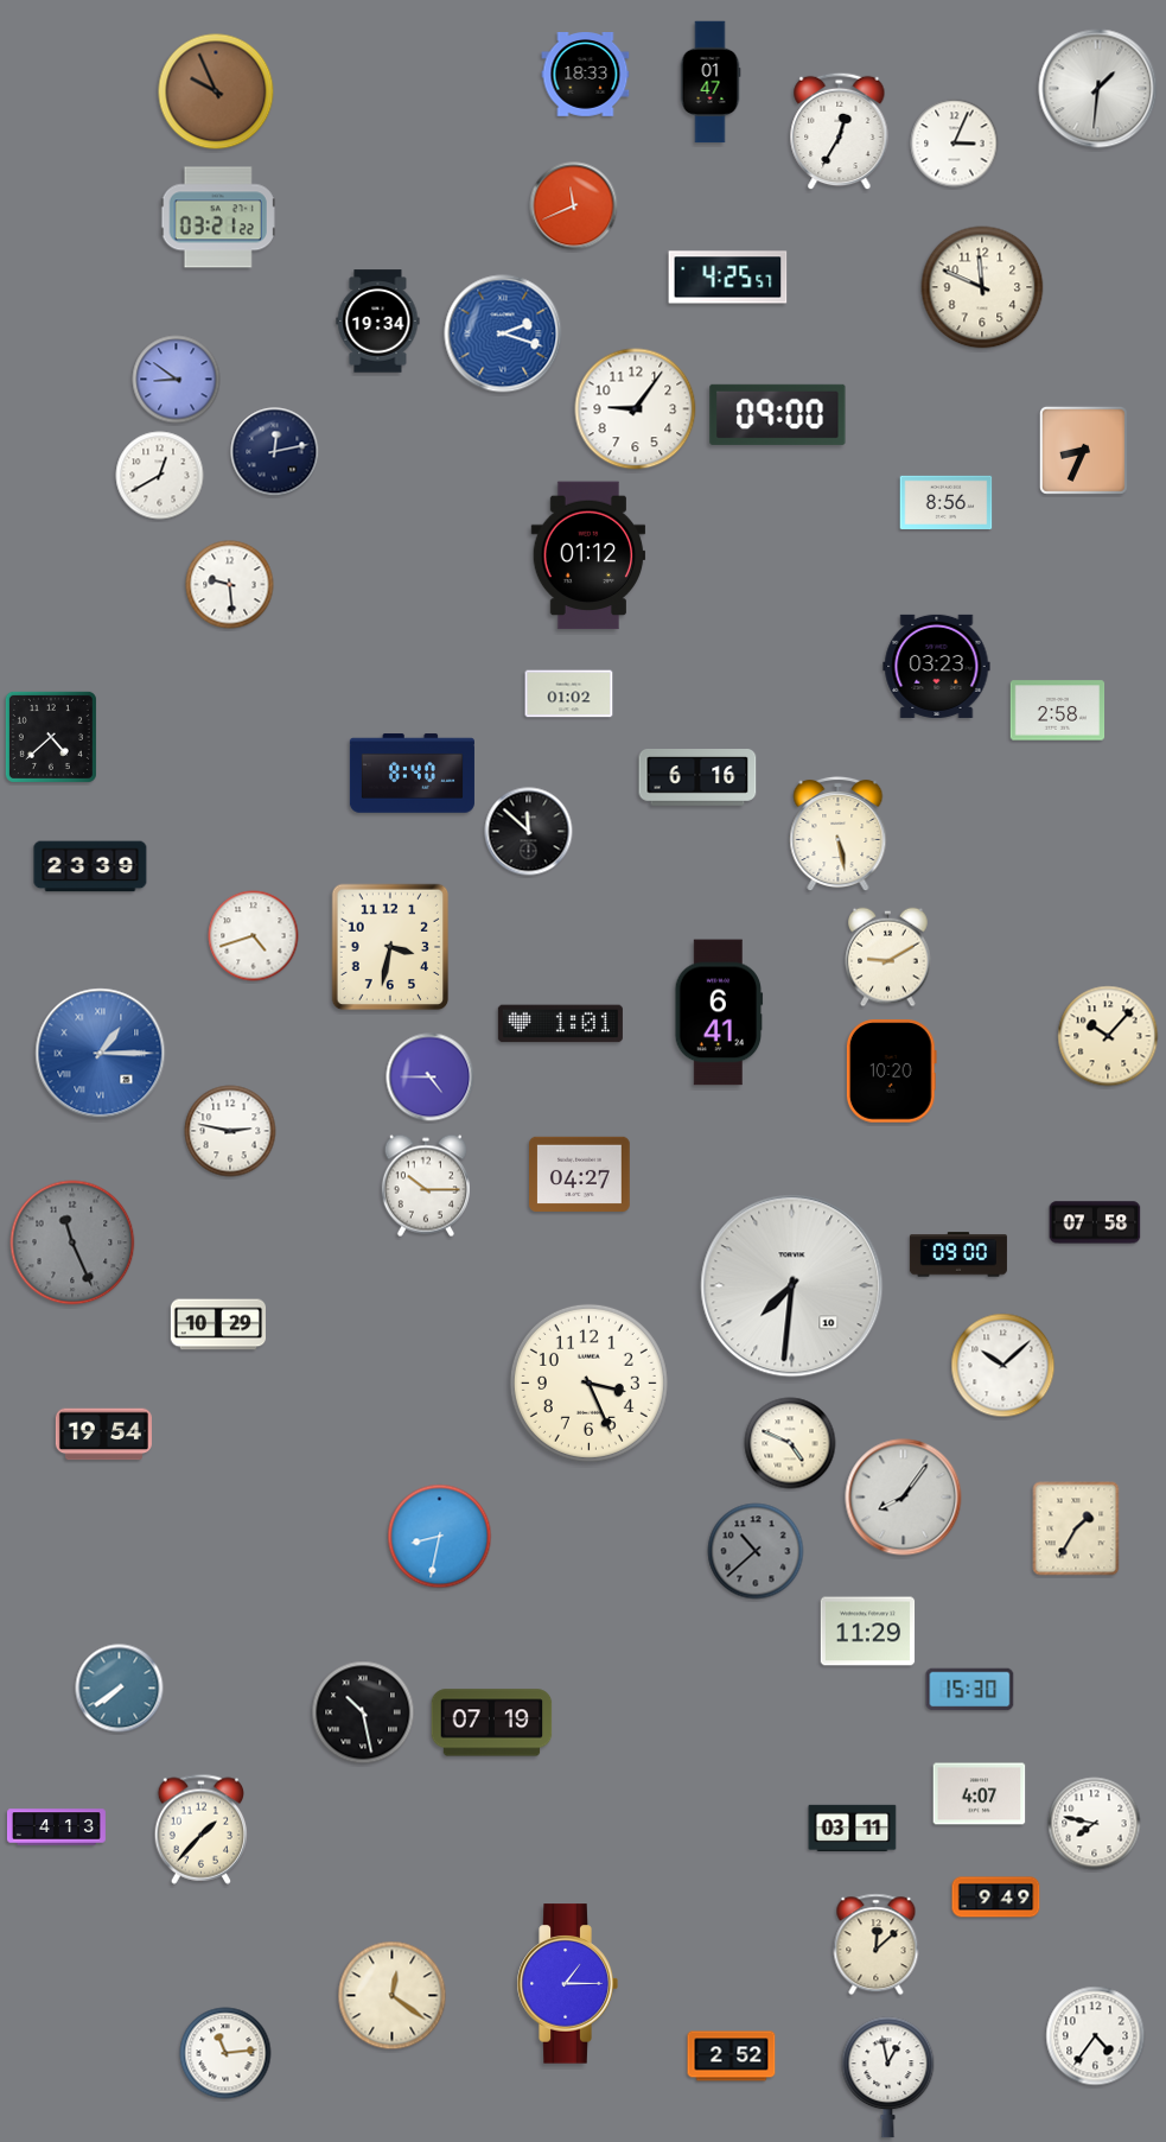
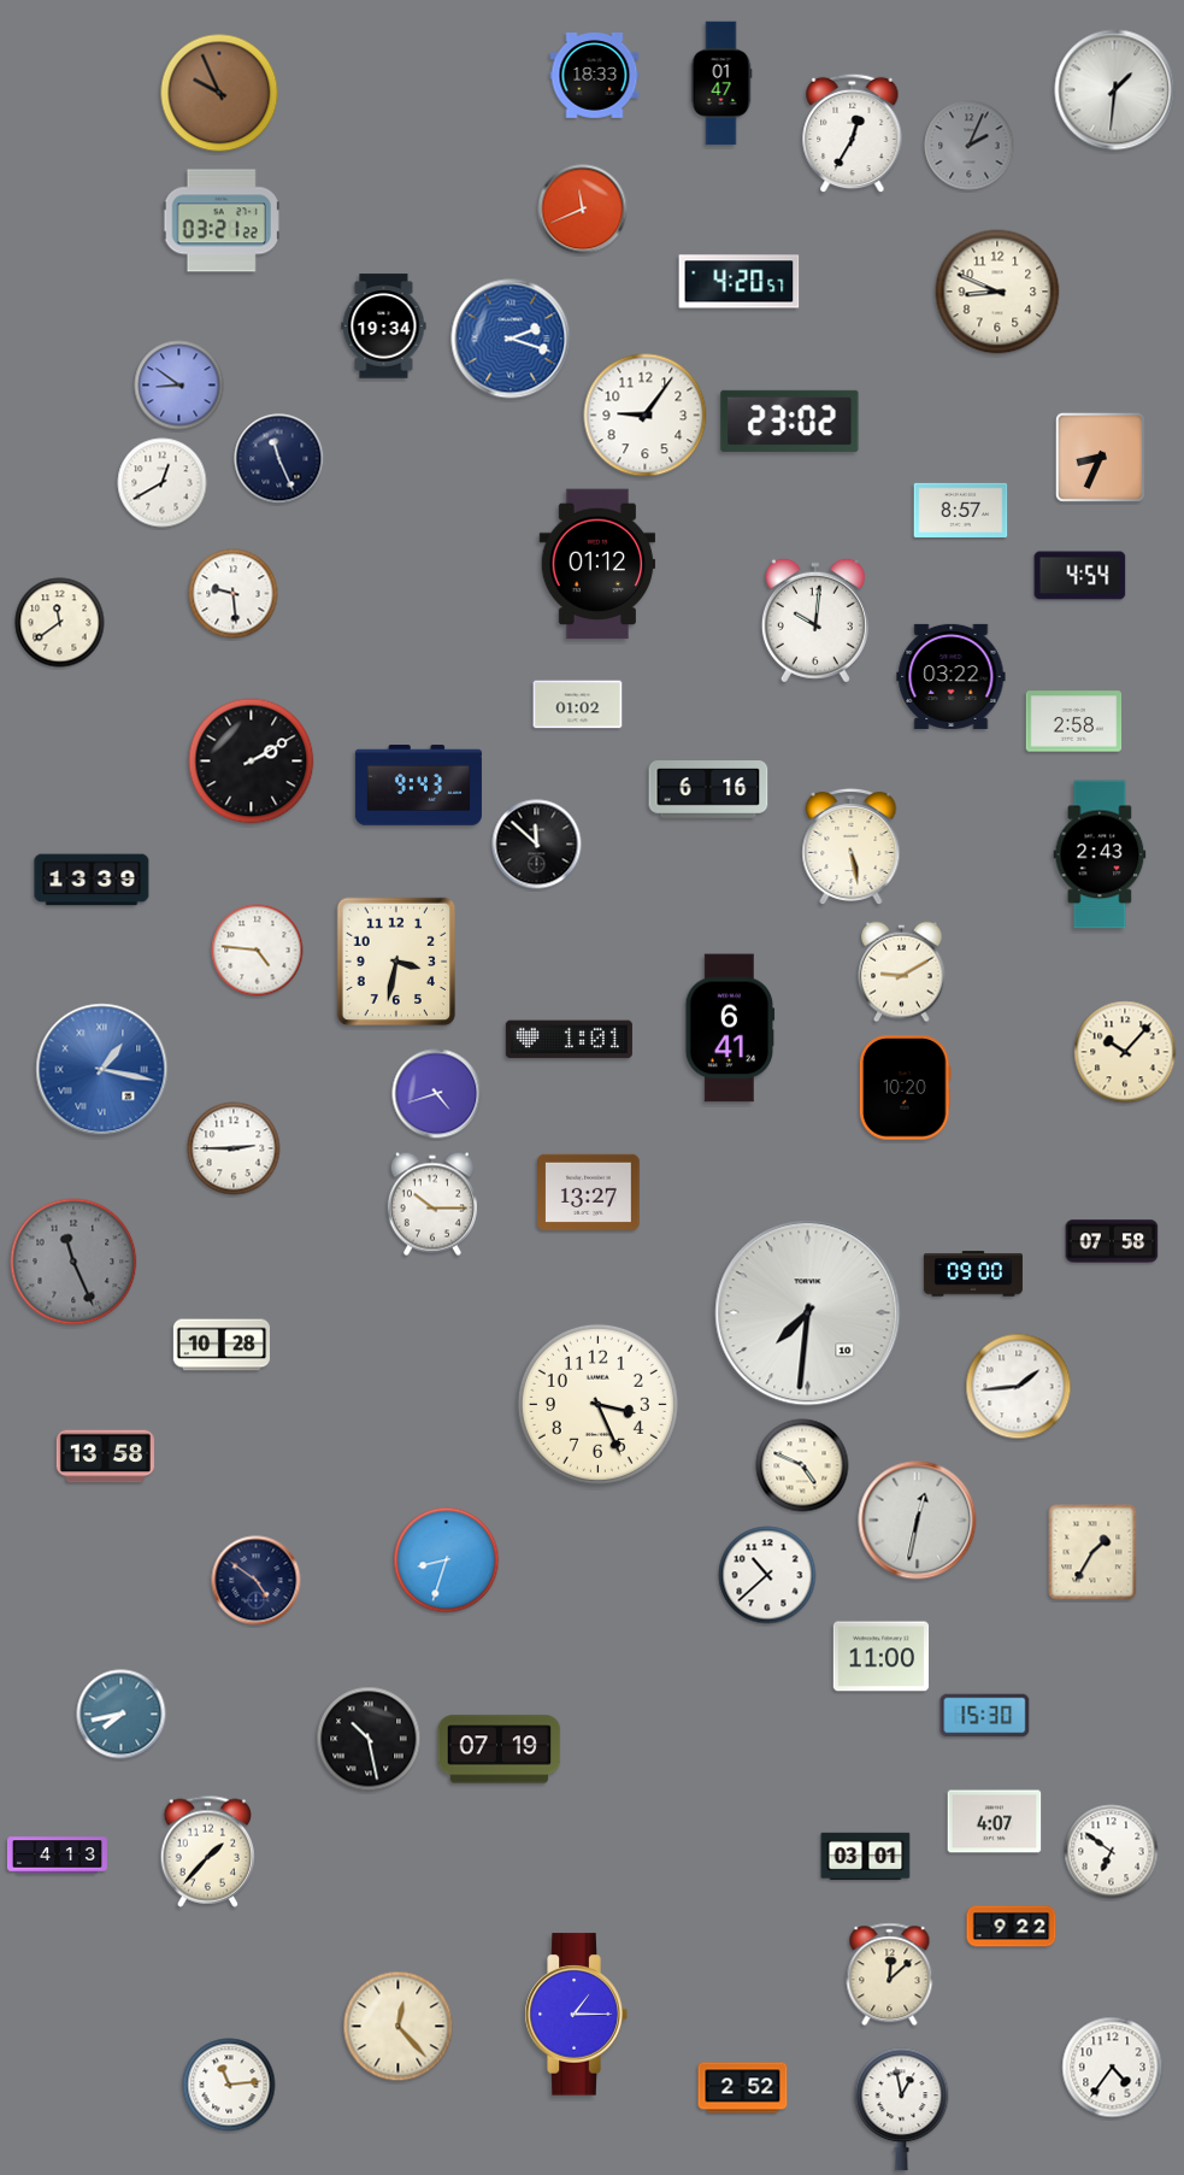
clock at (955, 144): 3:04 -> 2:04
clock at (955, 144) dial: white -> grey
clock at (728, 278): 4:25 -> 4:20
clock at (982, 287): 11:49 -> 8:49
clock at (778, 414): 09:00 -> 23:02
clock at (275, 452): 12:13 -> 11:26
clock at (947, 502): 8:56 -> 8:57
clock at (1080, 576): none -> 4:54
clock at (815, 621): none -> 10:01
clock at (60, 623): none -> 11:39
clock at (937, 666): 03:23 -> 03:22
clock at (51, 737): 4:38 -> none
clock at (252, 762): none -> 2:10
clock at (412, 774): 8:40 -> 9:43
clock at (1100, 854): none -> 2:43
clock at (90, 866): 23:39 -> 13:39
clock at (254, 936): 4:42 -> 4:46
clock at (101, 1054): 1:15 -> 1:17
clock at (431, 1078): 4:45 -> 4:42
clock at (230, 1131): 2:47 -> 2:45
clock at (580, 1174): 04:27 -> 13:27
clock at (792, 1286) position: (792, 1286) -> (808, 1313)
clock at (217, 1324): 10:29 -> 10:28
clock at (1003, 1366): 10:08 -> 1:44
clock at (103, 1435): 19:54 -> 13:58
clock at (904, 1498): 8:06 -> 12:32
clock at (440, 1537): 8:32 -> 8:33
clock at (756, 1551) dial: grey -> white
clock at (257, 1581): none -> 4:51
clock at (868, 1632): 11:29 -> 11:00
clock at (120, 1689): 7:39 -> 7:43
clock at (1095, 1824): 7:47 -> 6:51
clock at (202, 1829) position: (202, 1829) -> (208, 1851)
clock at (853, 1829): 03:11 -> 03:01
clock at (996, 1898): 9:49 -> 9:22
clock at (393, 1996): 12:21 -> 12:23
